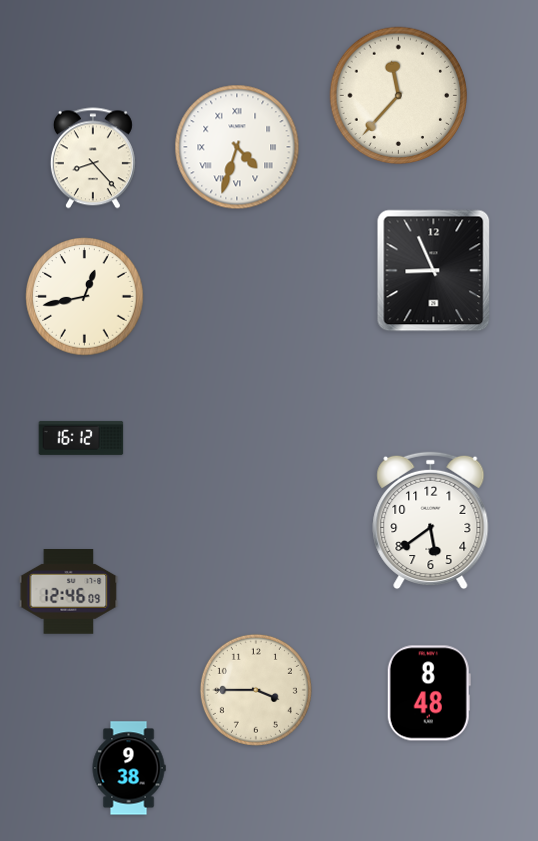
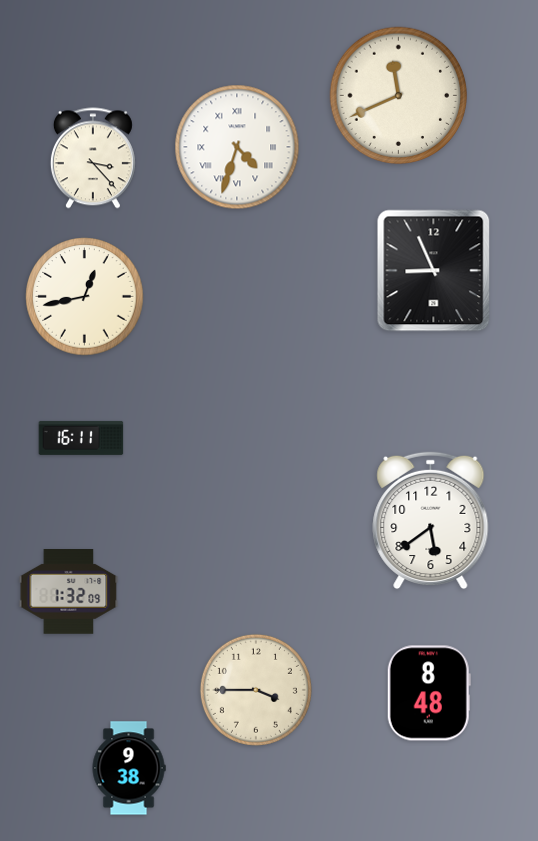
clock at (399, 96): 11:37 -> 11:41
clock at (93, 158): 8:23 -> 3:23
clock at (81, 438): 16:12 -> 16:11
clock at (69, 592): 12:46 -> 1:32
